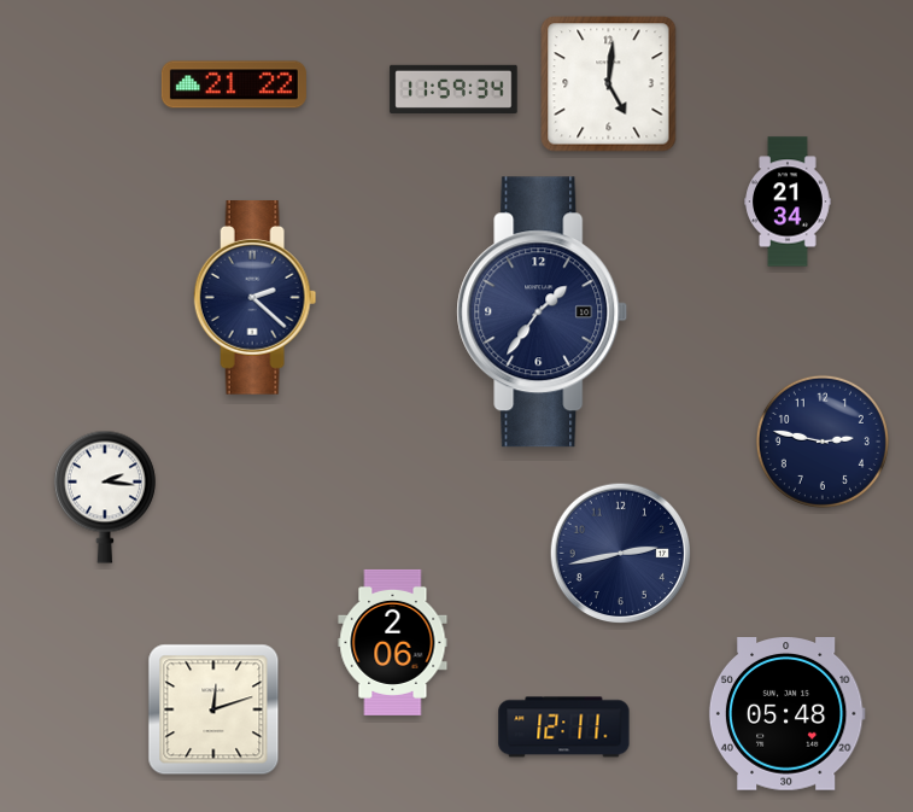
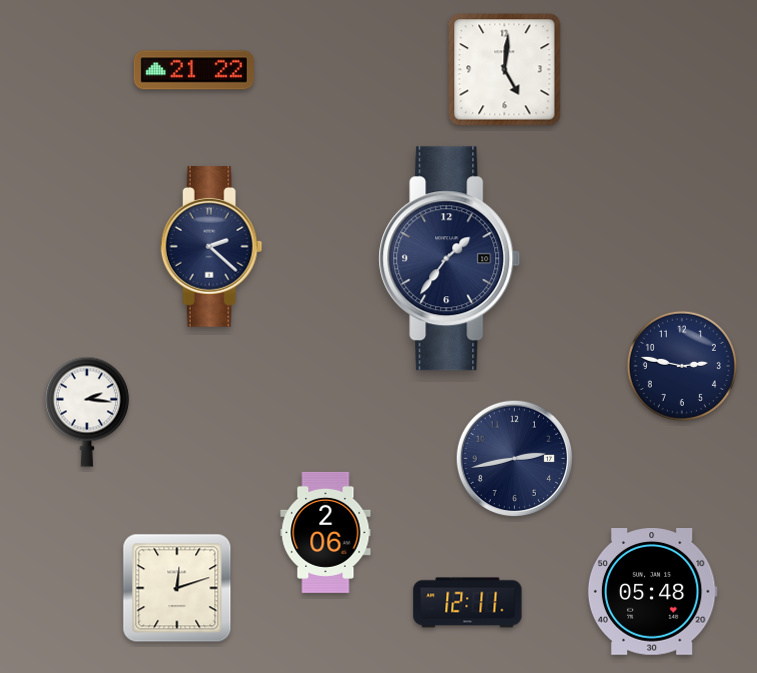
clock at (453, 88): 11:59 -> none
clock at (788, 201): 21:34 -> none
